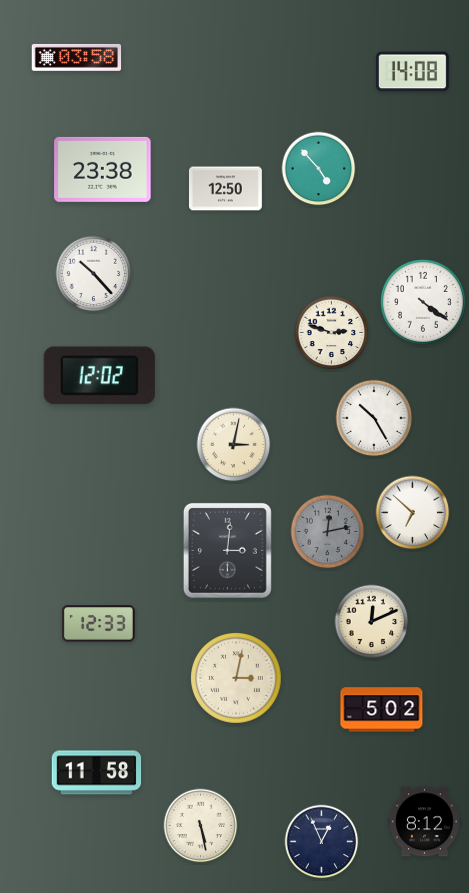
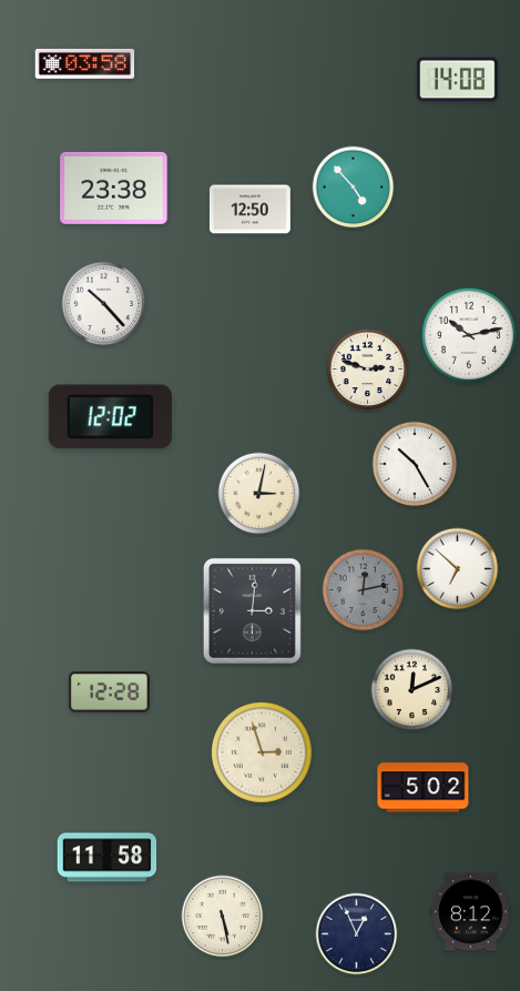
clock at (423, 302): 4:21 -> 10:13
clock at (98, 624): 12:33 -> 12:28
clock at (237, 679): 3:02 -> 2:57
